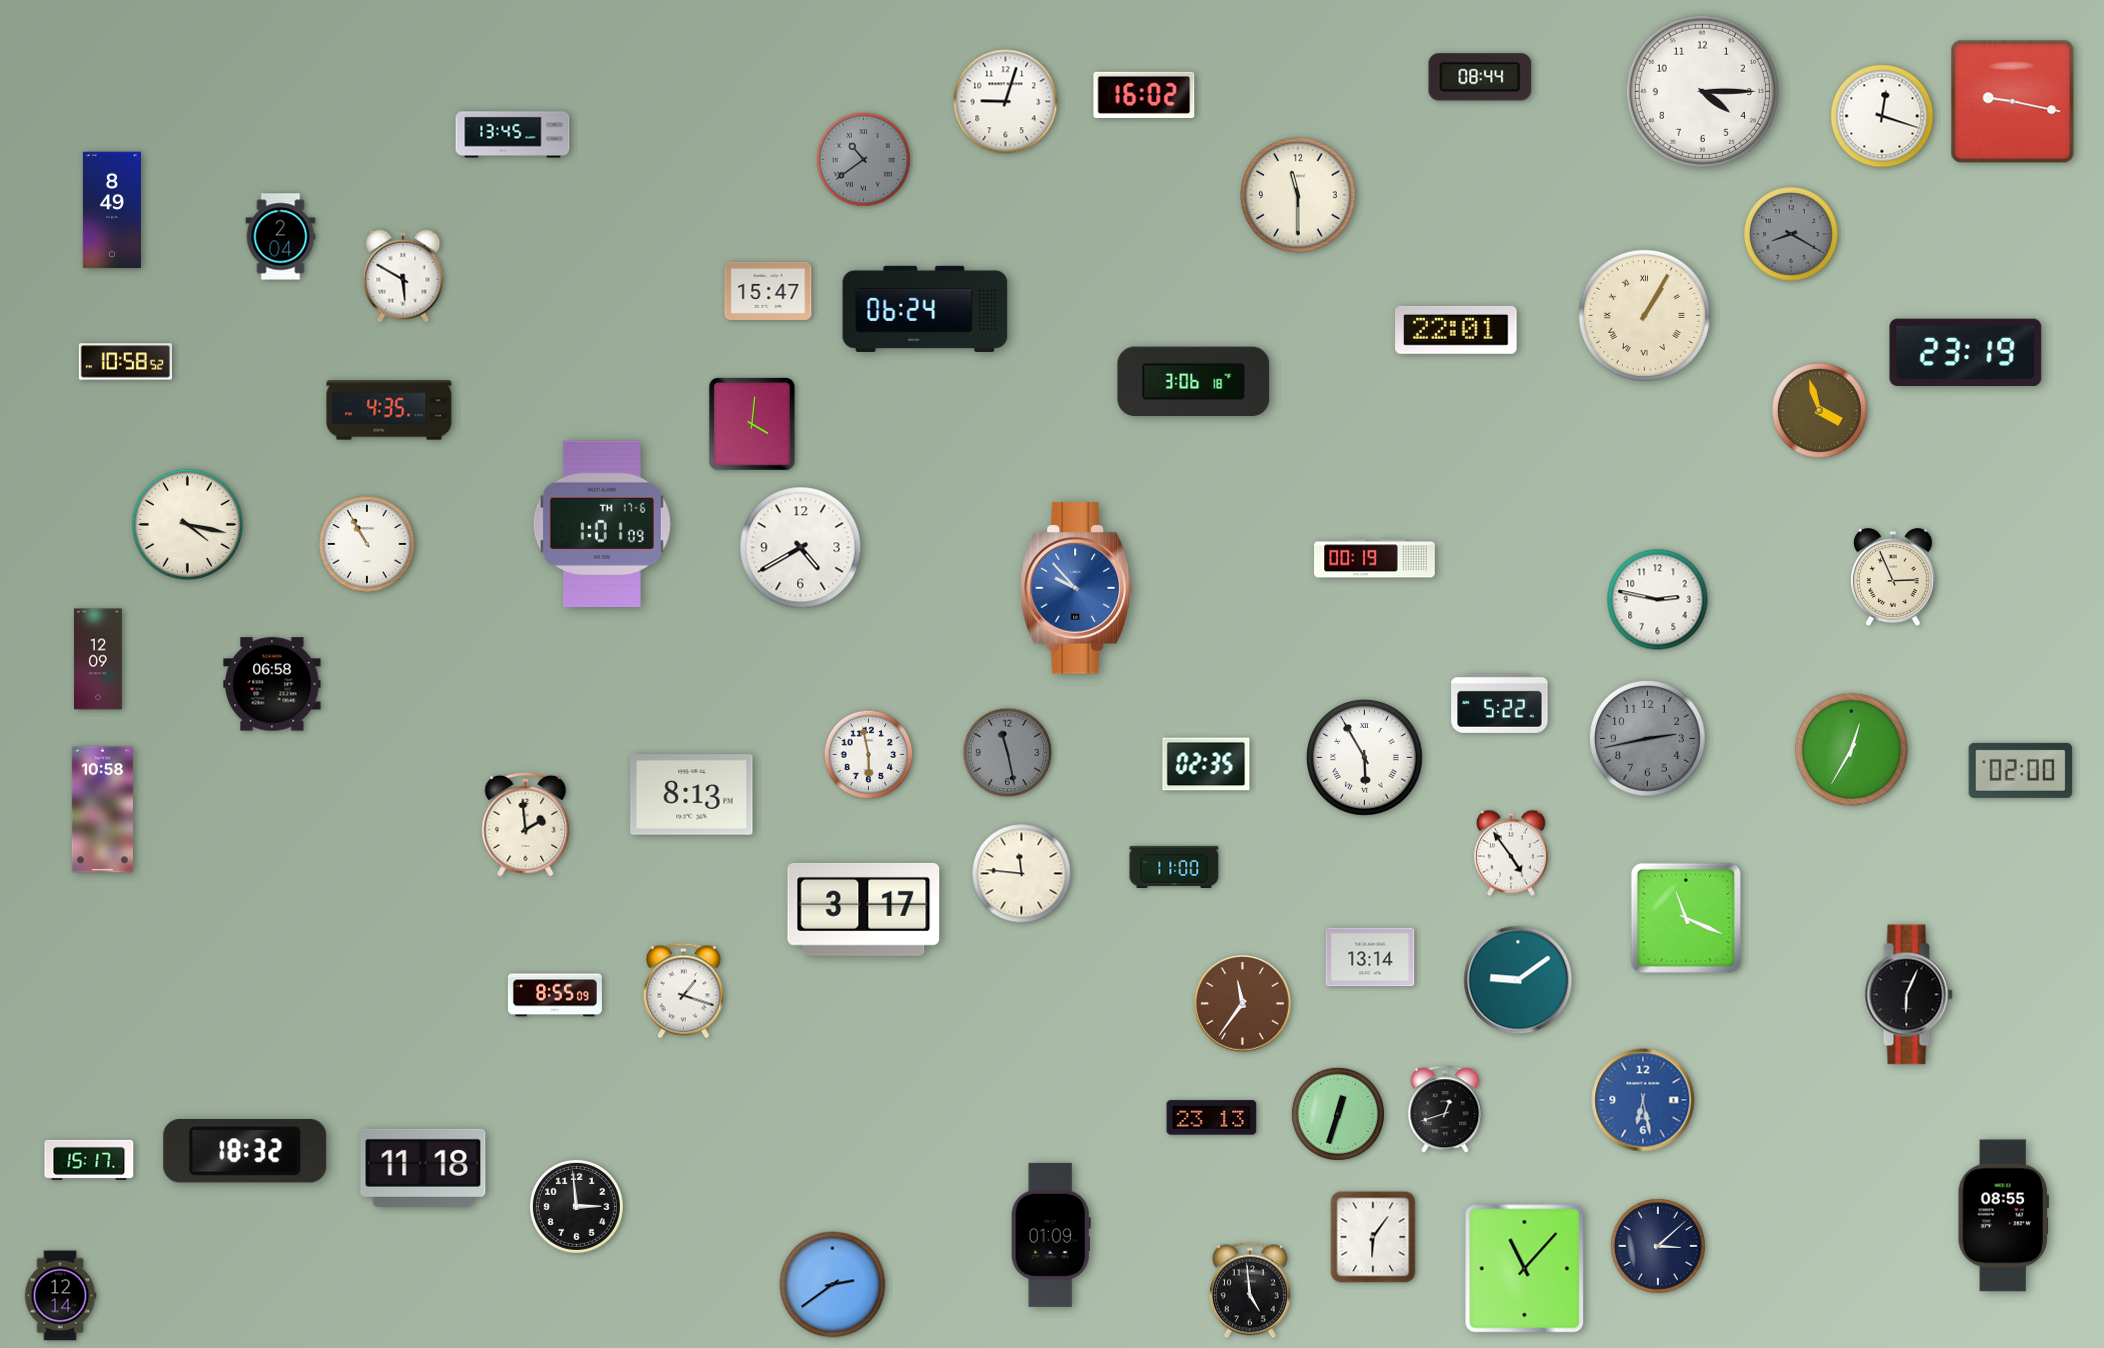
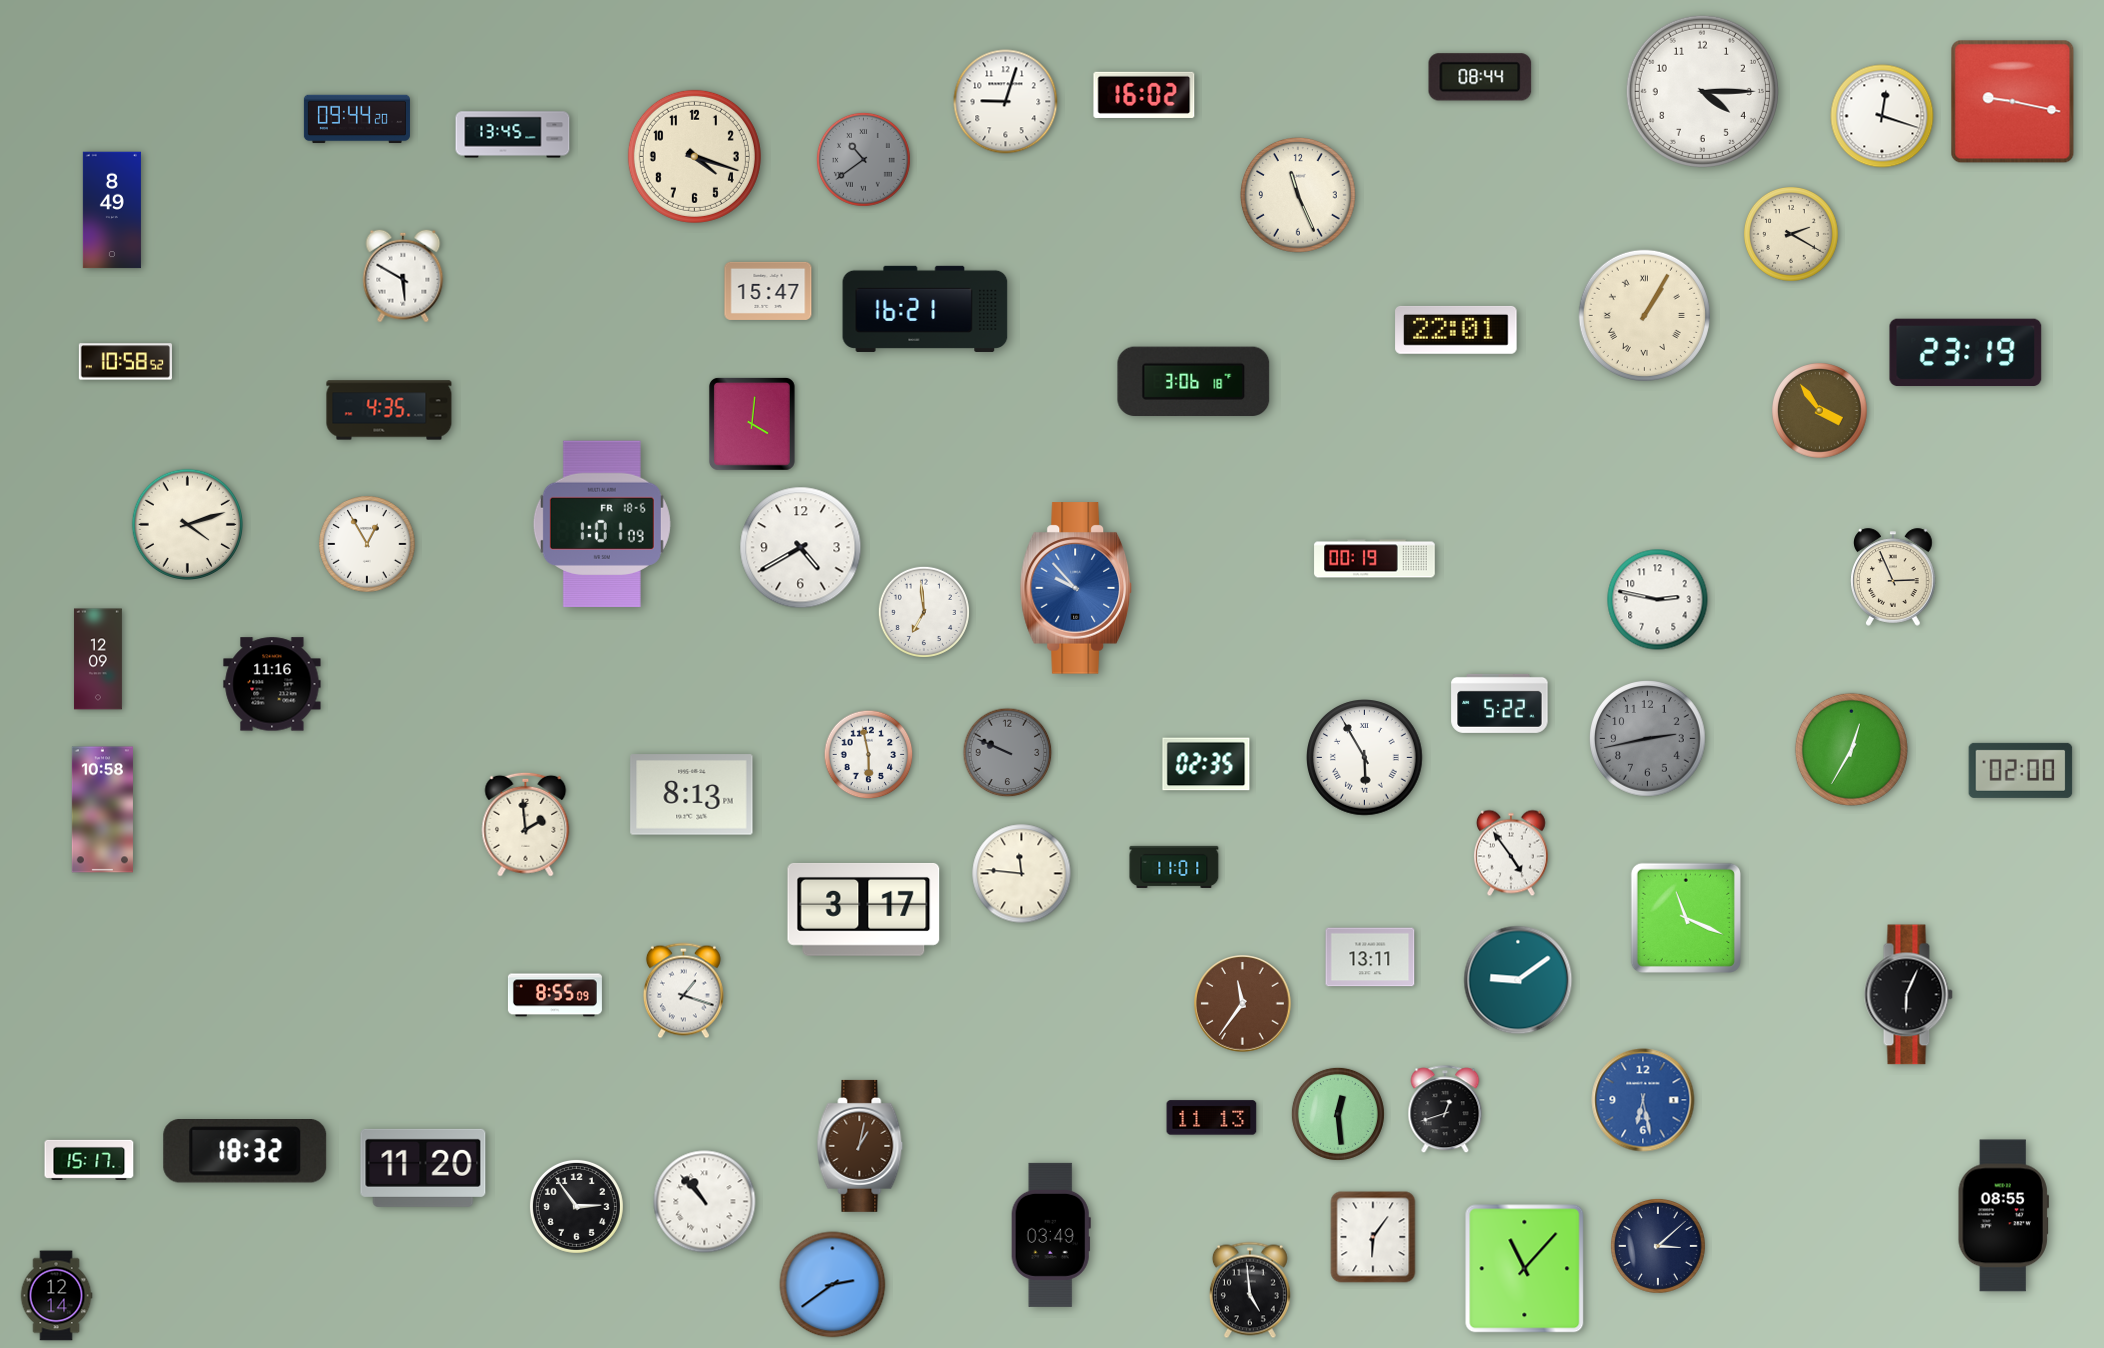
clock at (357, 119): none -> 09:44
clock at (694, 156): none -> 4:18
clock at (1298, 195): 11:30 -> 11:26
clock at (1792, 235): 8:20 -> 2:20
clock at (1792, 235) dial: grey -> cream
clock at (281, 237): 2:04 -> none
clock at (925, 309): 06:24 -> 16:21
clock at (1820, 411): 3:57 -> 3:54
clock at (187, 524): 4:17 -> 4:12
clock at (602, 524) date: TH 17-6 -> FR 18-6
clock at (367, 544): 10:55 -> 12:55
clock at (924, 612): none -> 6:59
clock at (272, 684): 06:58 -> 11:16
clock at (1008, 753): 11:28 -> 9:49
clock at (1174, 867): 11:00 -> 11:01
clock at (1370, 957): 13:14 -> 13:11
clock at (1338, 1114): 12:33 -> 12:29
clock at (1212, 1118): 23:13 -> 11:13
clock at (860, 1146): none -> 1:02
clock at (423, 1168): 11:18 -> 11:20
clock at (705, 1202): none -> 10:53
clock at (576, 1206): 2:59 -> 2:54
clock at (1051, 1235): 01:09 -> 03:49
clock at (60, 1296) position: (60, 1296) -> (56, 1296)
